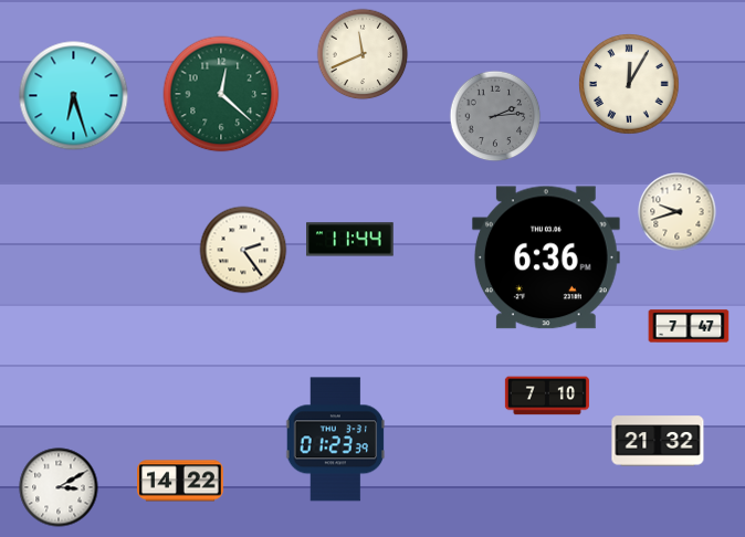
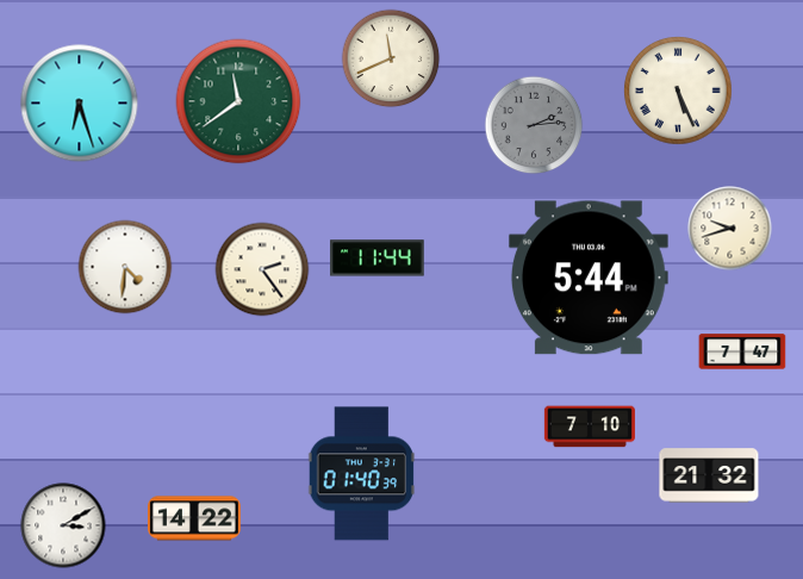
clock at (629, 84): 12:05 -> 5:26
clock at (221, 94): 12:22 -> 11:39
clock at (125, 267): none -> 4:31
clock at (546, 257): 6:36 -> 5:44
clock at (336, 440): 01:23 -> 01:40
